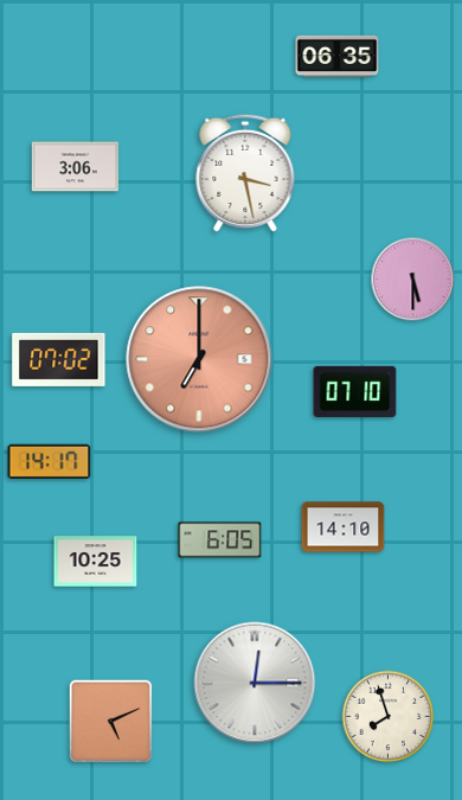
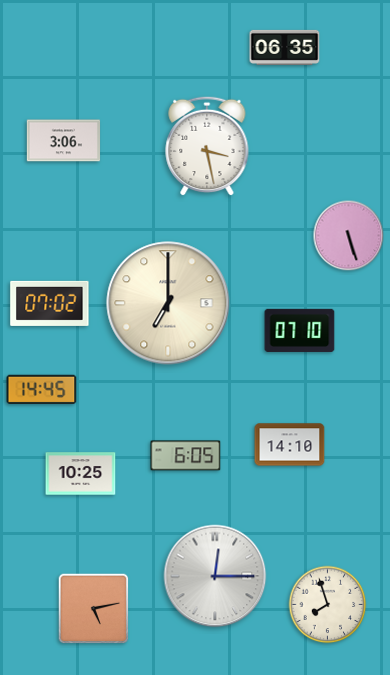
clock at (413, 280): 5:30 -> 5:27
clock at (199, 359) dial: salmon -> cream
clock at (50, 462): 14:17 -> 14:45
clock at (111, 722): 5:11 -> 5:13
